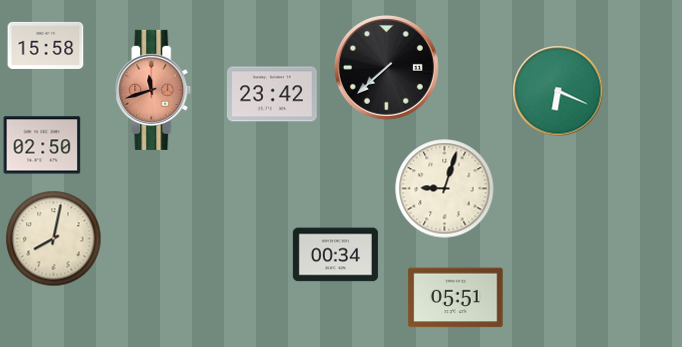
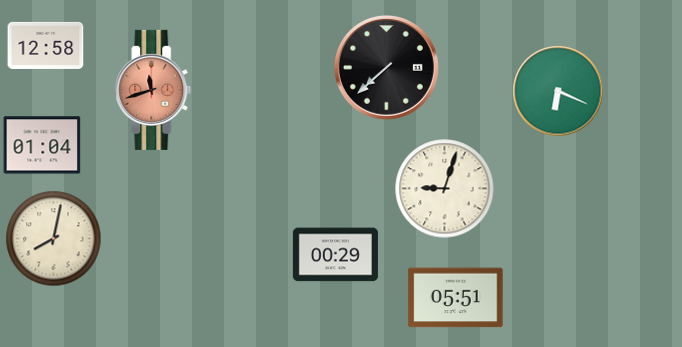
clock at (46, 45): 15:58 -> 12:58
clock at (272, 94): 23:42 -> none
clock at (42, 145): 02:50 -> 01:04
clock at (335, 255): 00:34 -> 00:29
